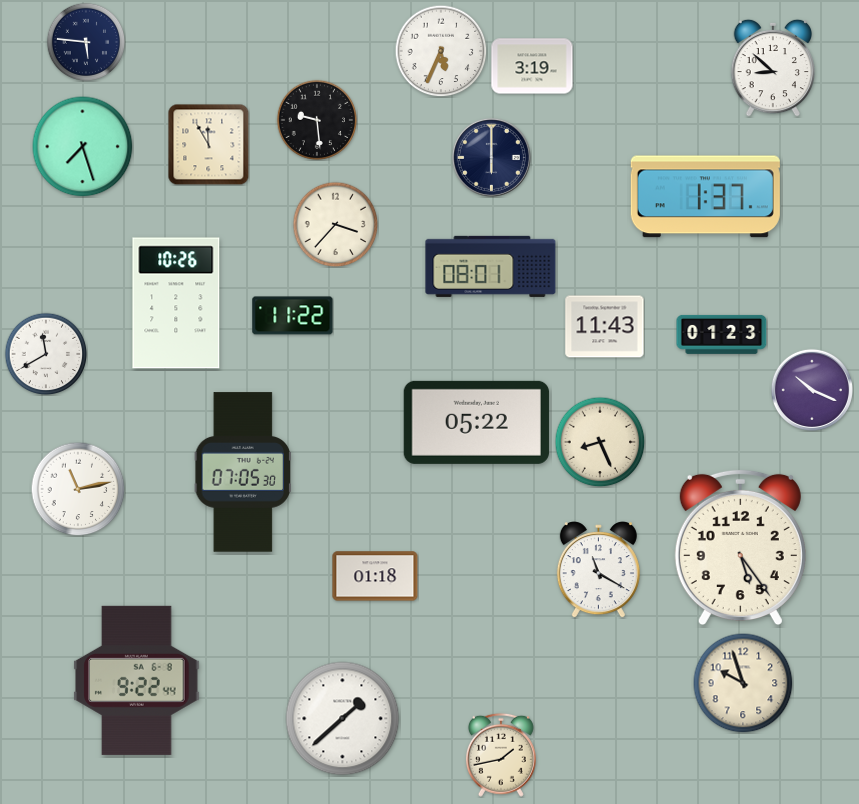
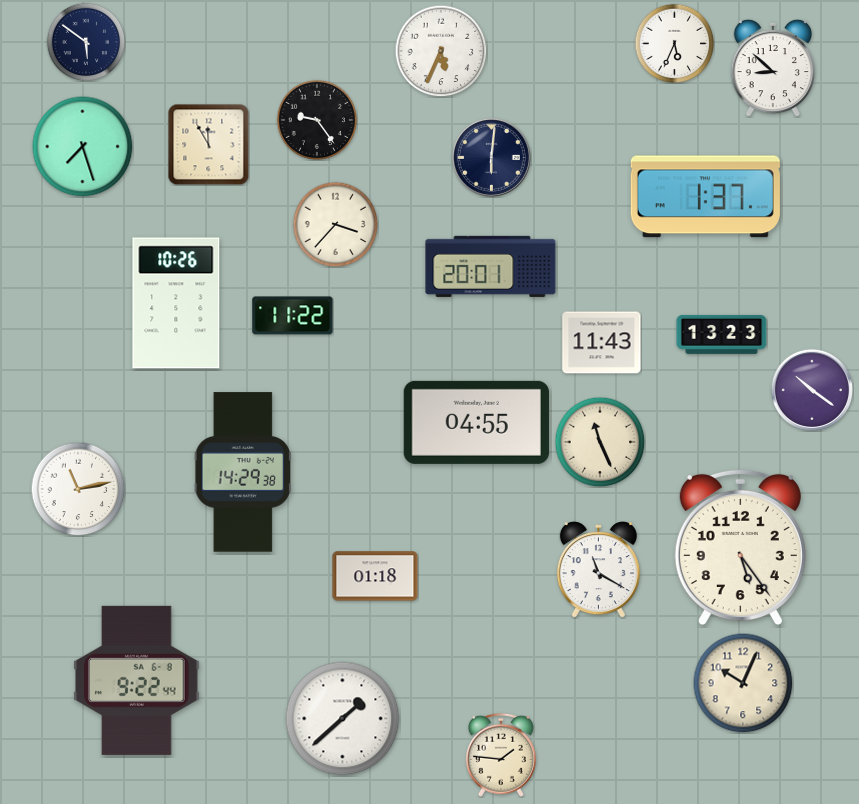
clock at (86, 42): 5:46 -> 5:51
clock at (674, 43): none -> 5:34
clock at (532, 66): 3:19 -> none
clock at (317, 120): 9:29 -> 9:24
clock at (491, 157): 6:00 -> 6:01
clock at (491, 266): 08:01 -> 20:01
clock at (605, 327) position: (605, 327) -> (602, 343)
clock at (722, 334): 01:23 -> 13:23
clock at (46, 354): 11:40 -> none
clock at (812, 390): 10:19 -> 10:21
clock at (476, 422): 05:22 -> 04:55
clock at (600, 442): 8:26 -> 11:26
clock at (243, 472): 07:05 -> 14:29
clock at (743, 683): 9:57 -> 10:04
clock at (501, 755): 1:43 -> 1:46
